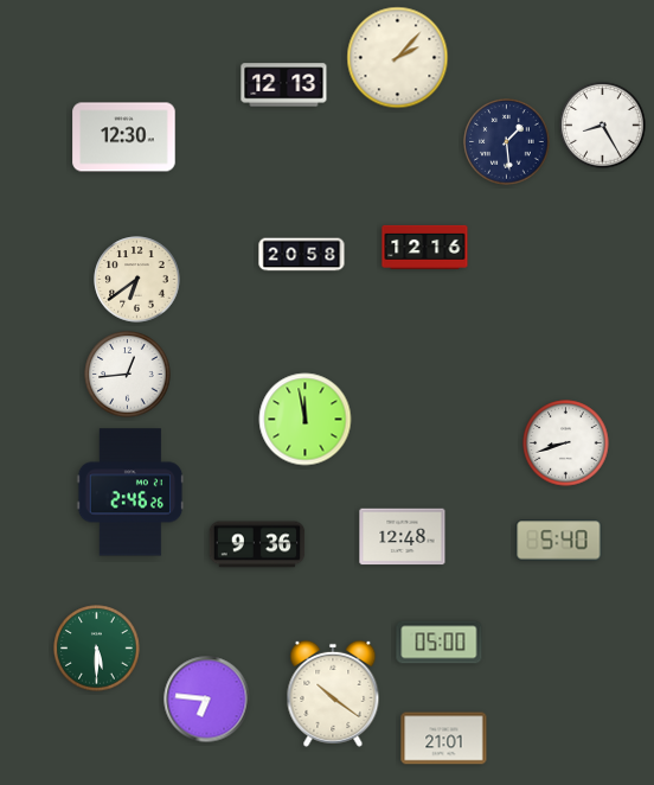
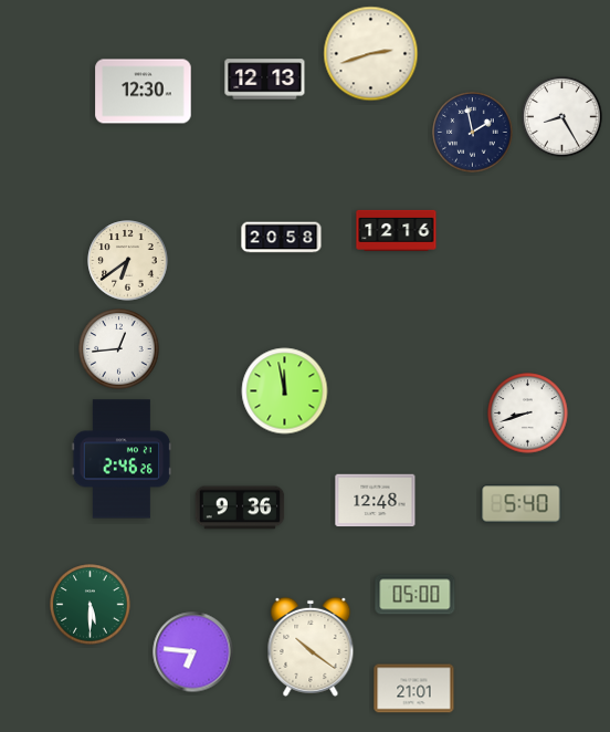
clock at (398, 58): 2:07 -> 2:42
clock at (124, 138) position: (124, 138) -> (144, 92)
clock at (507, 142): 1:29 -> 1:58
clock at (440, 643) position: (440, 643) -> (416, 595)
